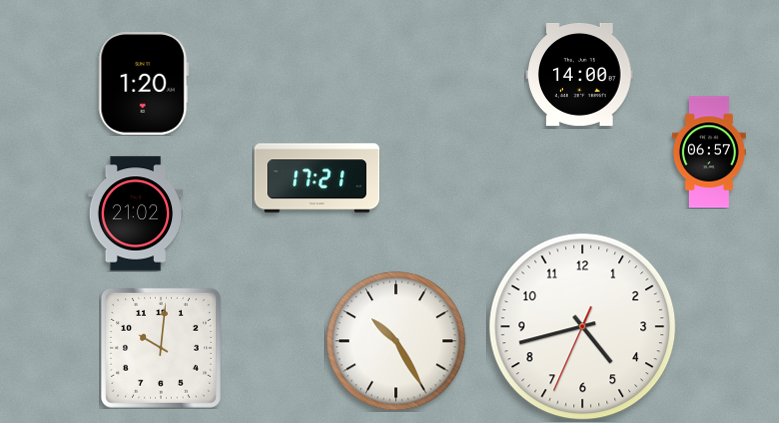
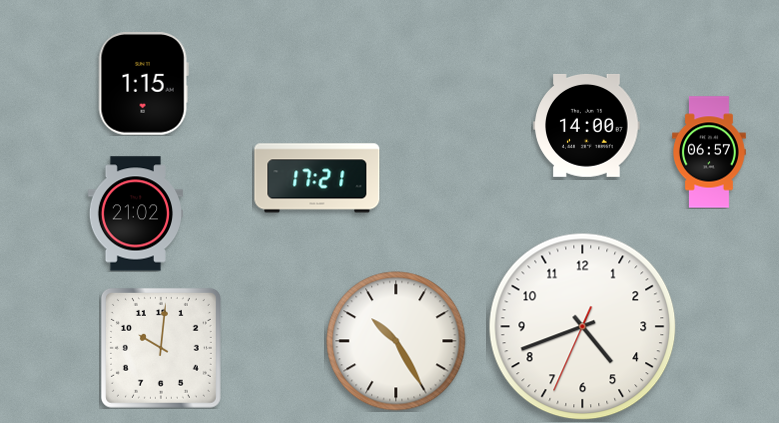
clock at (580, 74) position: (580, 74) -> (587, 125)
clock at (143, 84): 1:20 -> 1:15
clock at (583, 327): 4:42 -> 4:41
